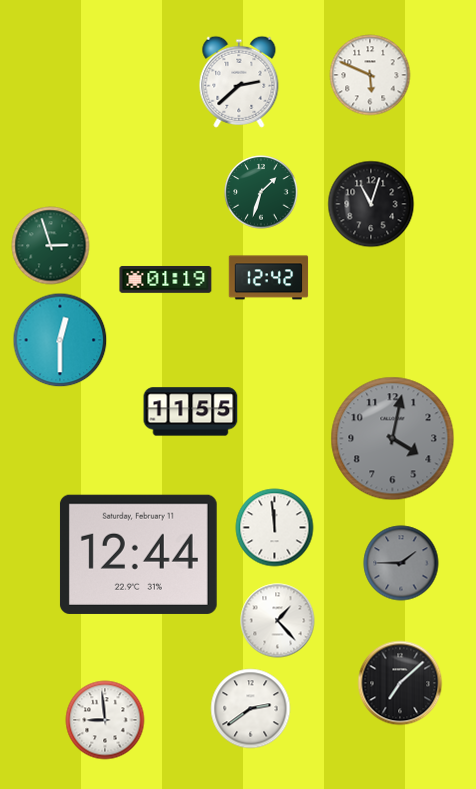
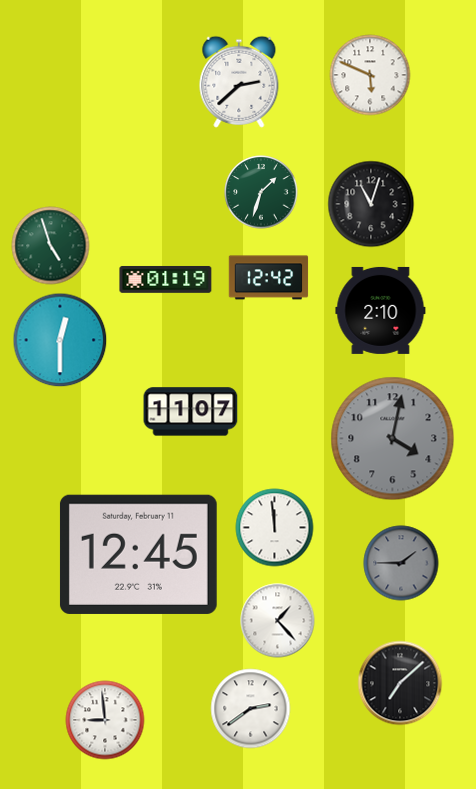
clock at (51, 246): 2:57 -> 4:57
clock at (381, 310): none -> 2:10
clock at (191, 412): 11:55 -> 11:07
clock at (138, 554): 12:44 -> 12:45
